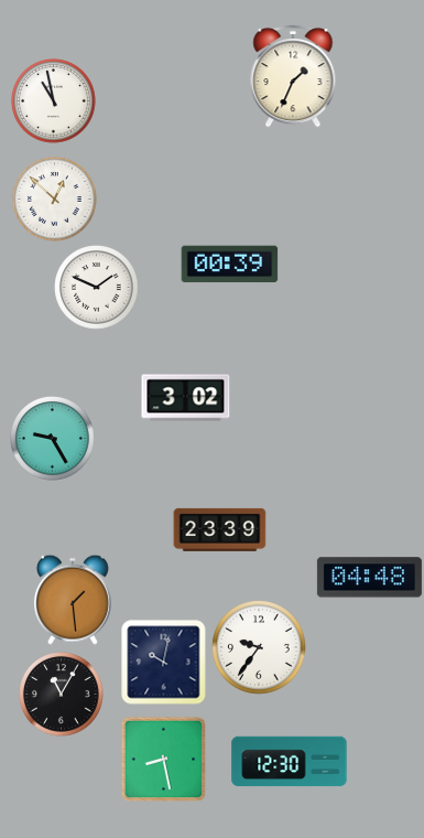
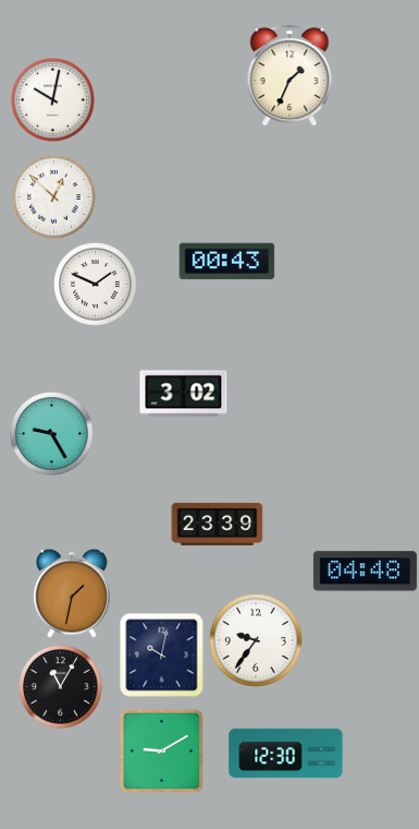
clock at (54, 101): 10:58 -> 10:02
clock at (230, 265): 00:39 -> 00:43
clock at (73, 600): 1:29 -> 1:32
clock at (163, 759): 8:28 -> 9:10
